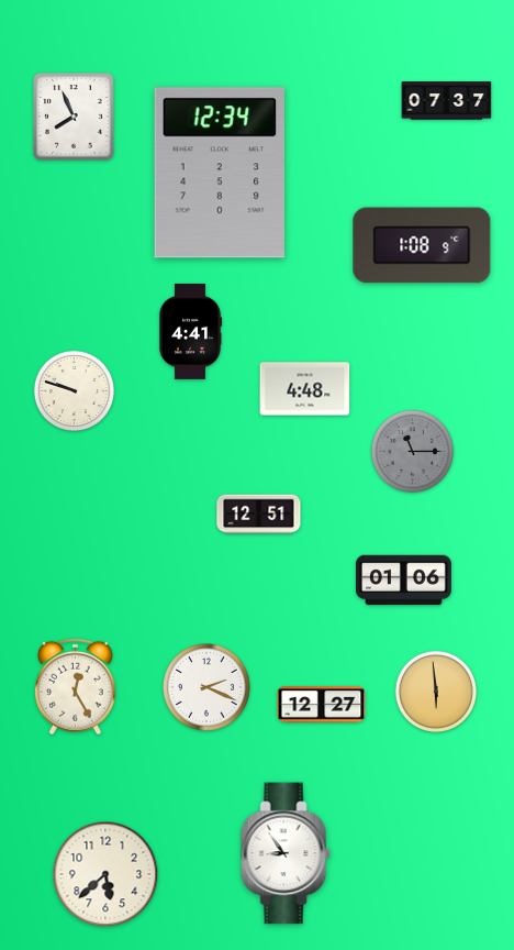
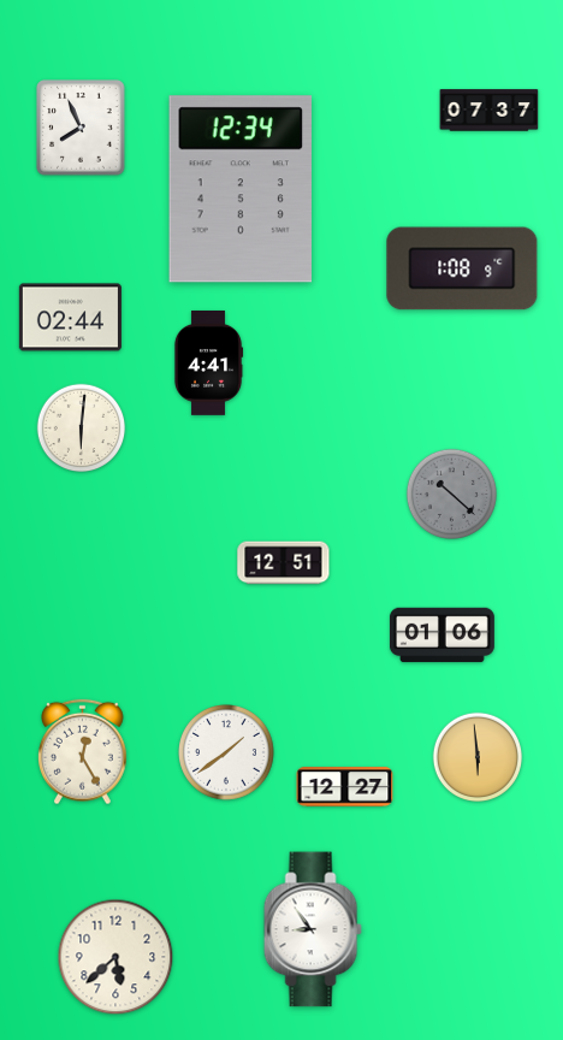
clock at (70, 318): none -> 02:44
clock at (305, 389): 4:48 -> none
clock at (75, 391): 9:48 -> 6:01
clock at (412, 451): 11:15 -> 10:22
clock at (208, 688): 2:19 -> 1:39
clock at (322, 705) position: (322, 705) -> (345, 787)
clock at (286, 853) position: (286, 853) -> (313, 929)
